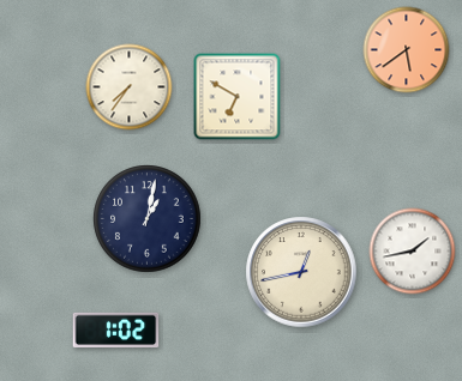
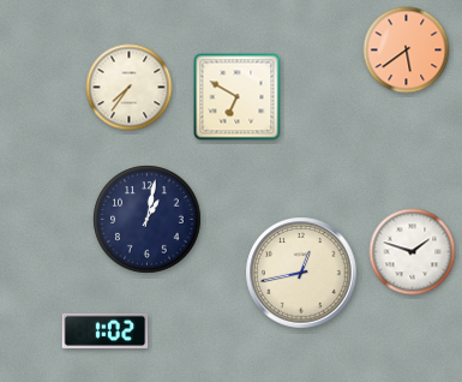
clock at (413, 252): 1:43 -> 1:48
clock at (116, 329) position: (116, 329) -> (106, 330)
